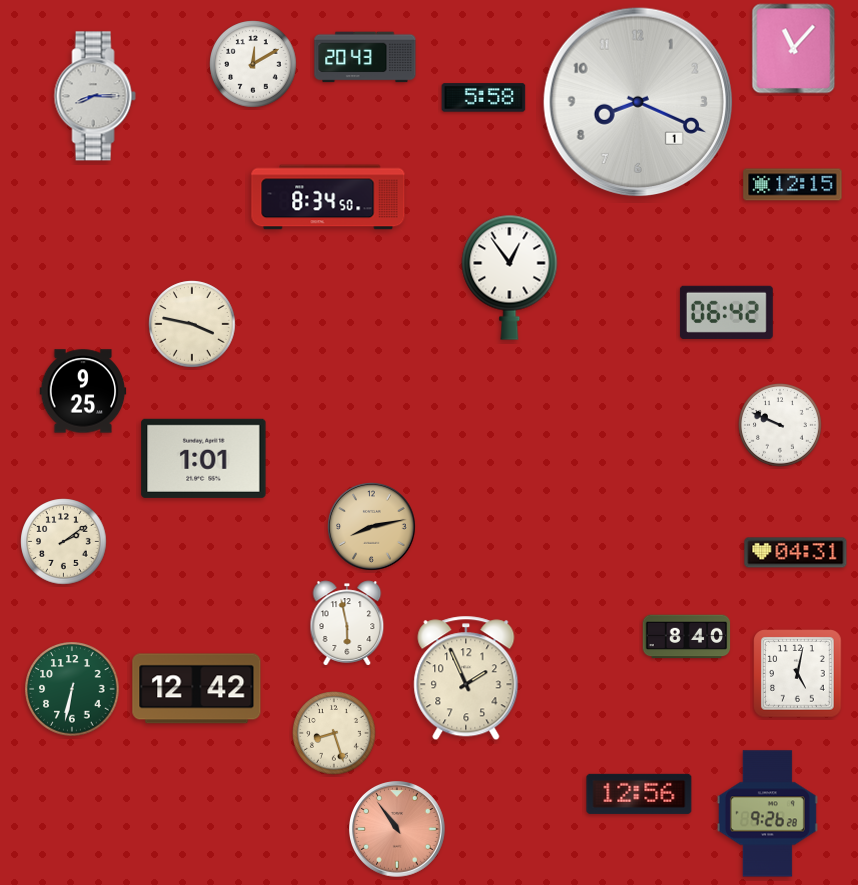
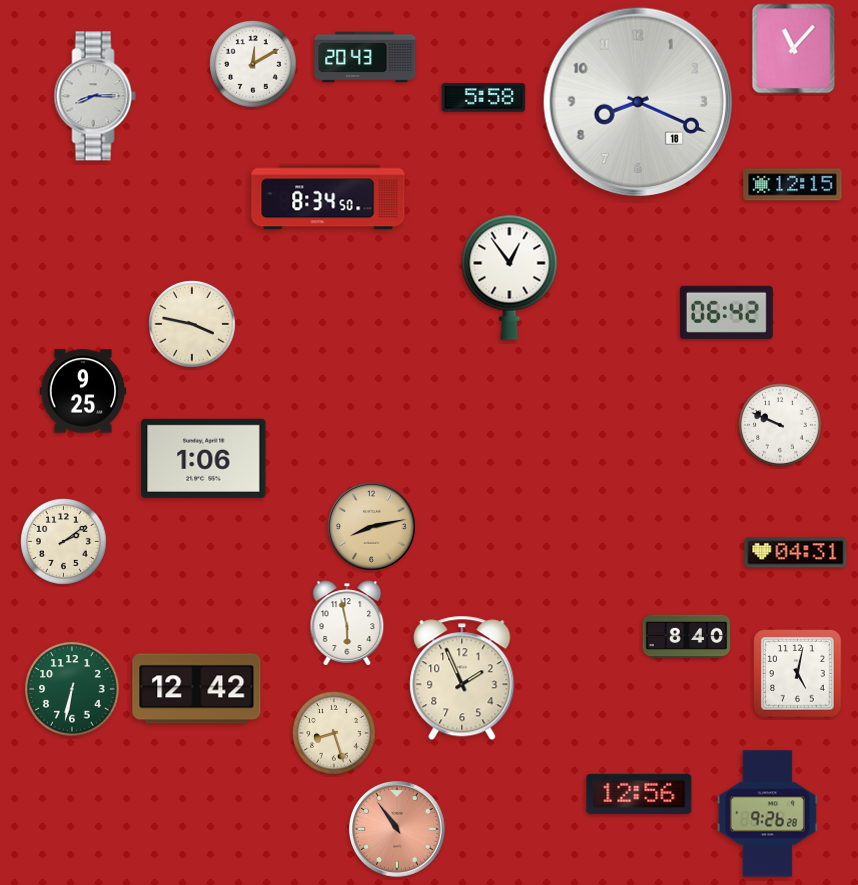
clock at (638, 102) date: 1 -> 18
clock at (204, 458): 1:01 -> 1:06
clock at (466, 678) position: (466, 678) -> (462, 678)
